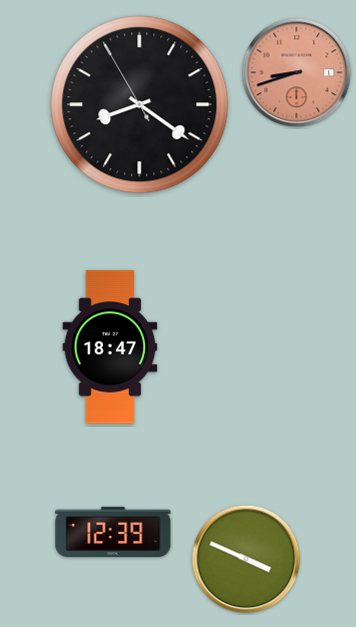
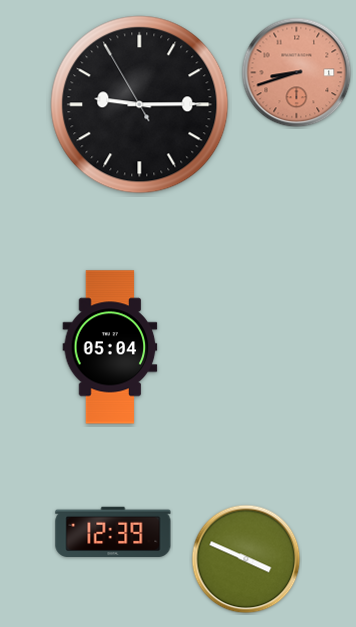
clock at (140, 105): 8:20 -> 9:14
clock at (110, 347): 18:47 -> 05:04
